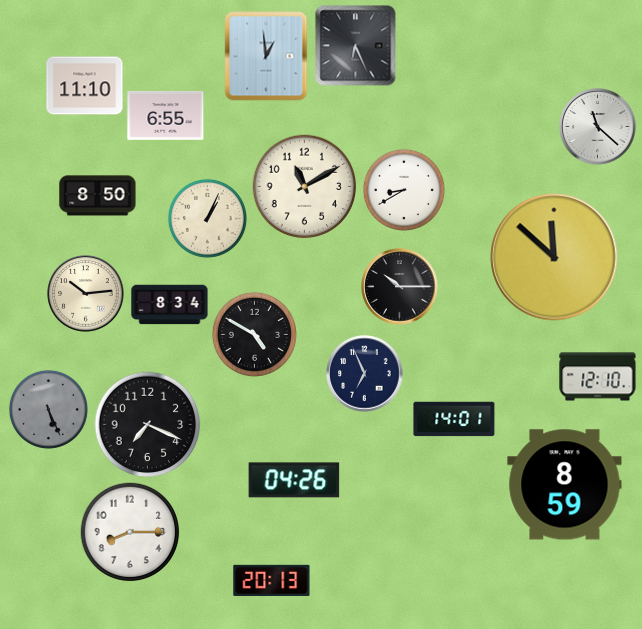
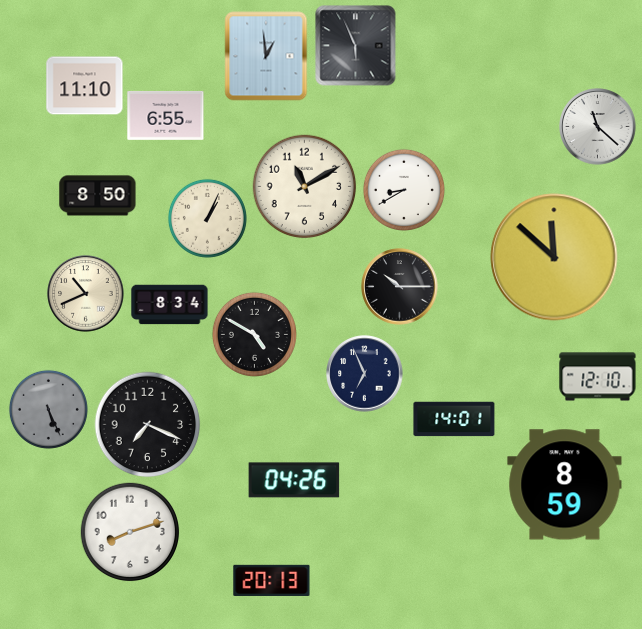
clock at (356, 46): 6:26 -> 5:56
clock at (86, 294): 10:14 -> 10:41
clock at (130, 532): 8:15 -> 8:12
